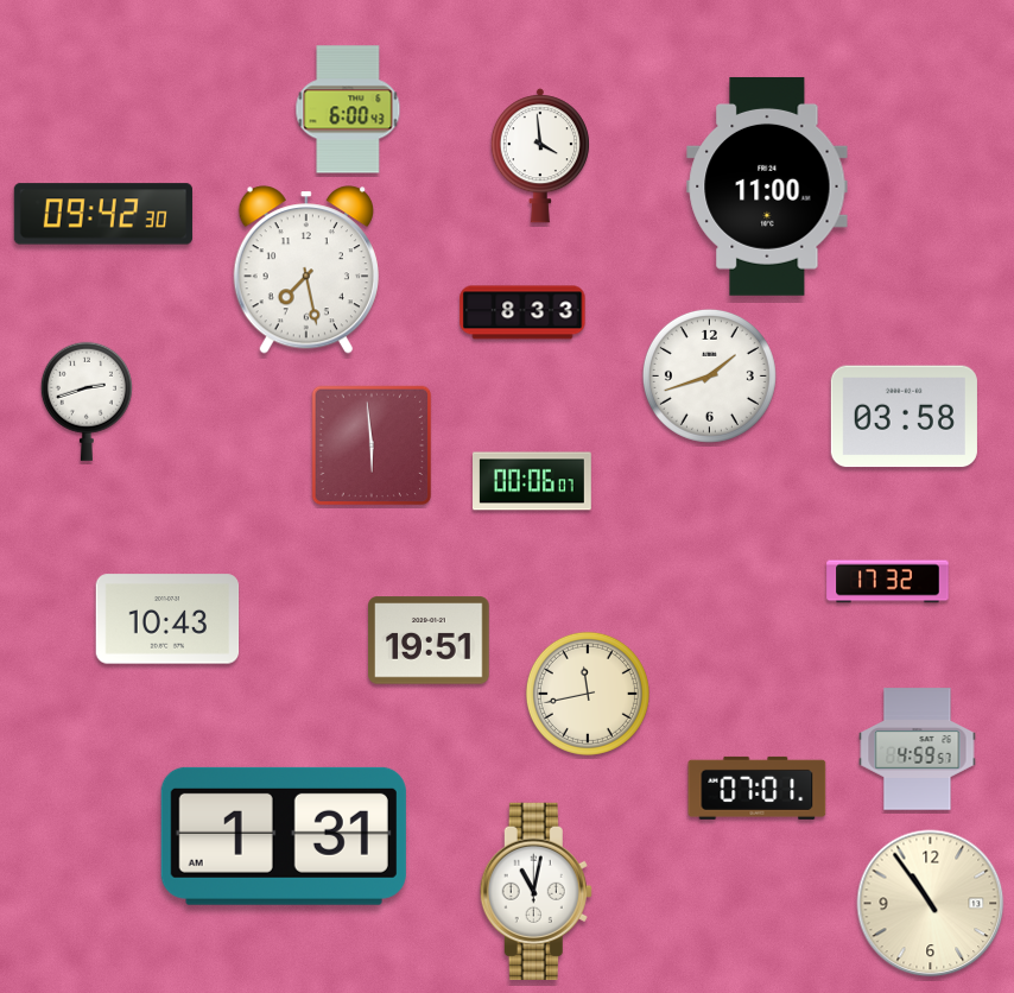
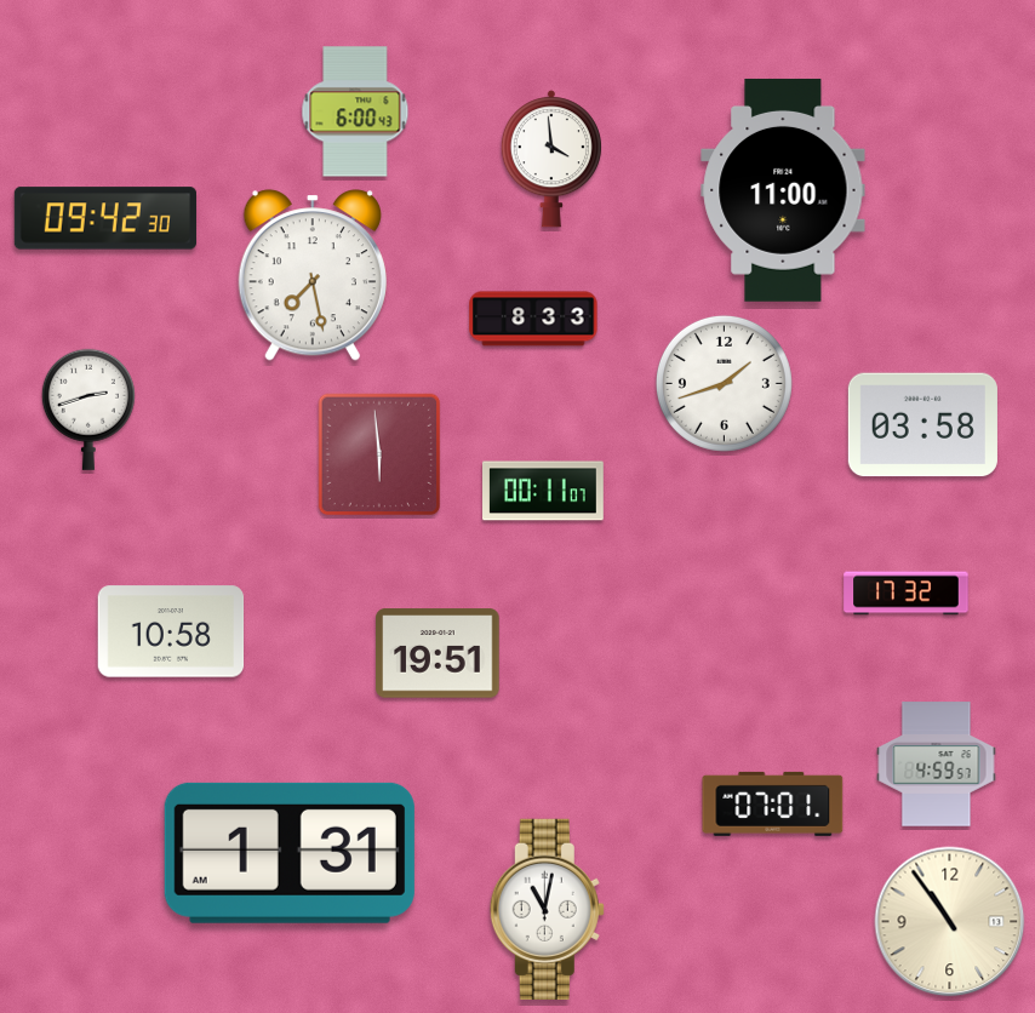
clock at (533, 481): 00:06 -> 00:11
clock at (167, 619): 10:43 -> 10:58
clock at (588, 694): 11:43 -> none
